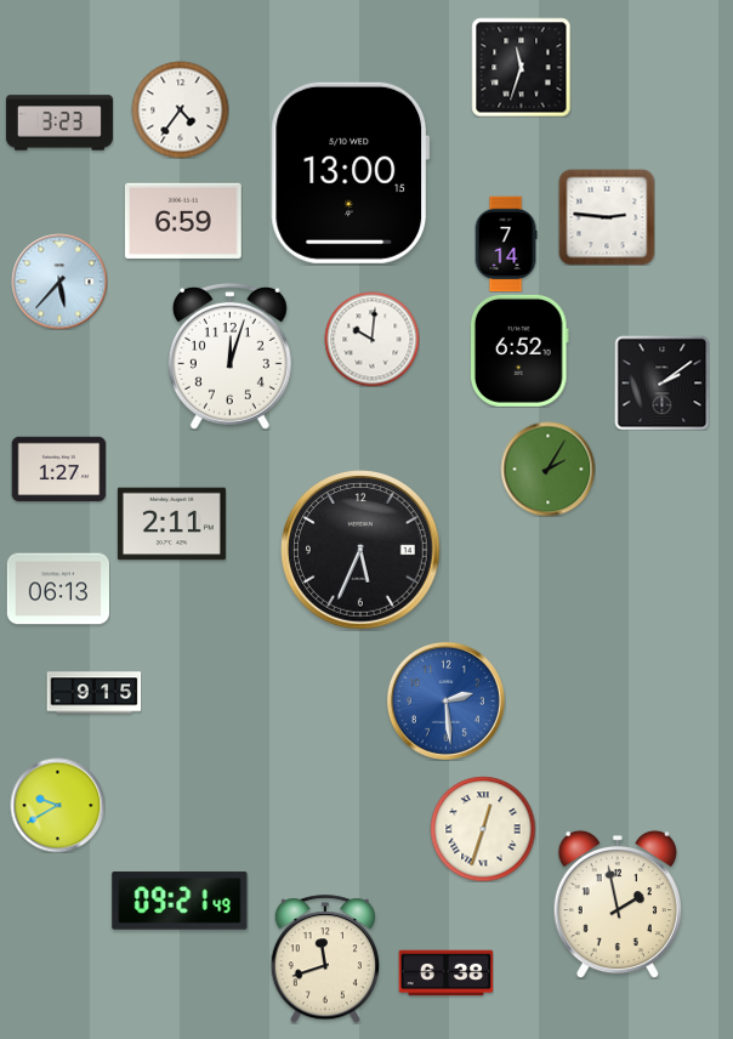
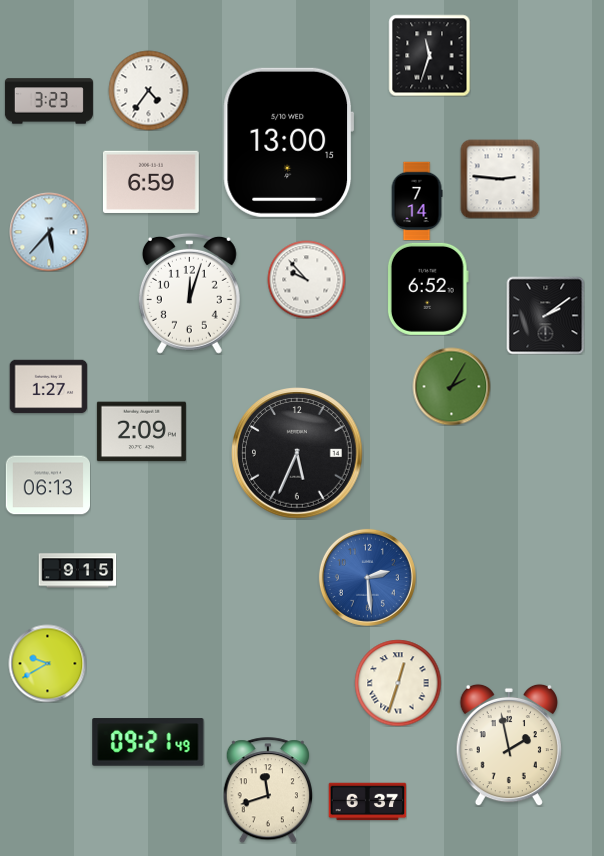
clock at (371, 339): 10:01 -> 9:53
clock at (171, 524): 2:11 -> 2:09
clock at (445, 973): 6:38 -> 6:37
